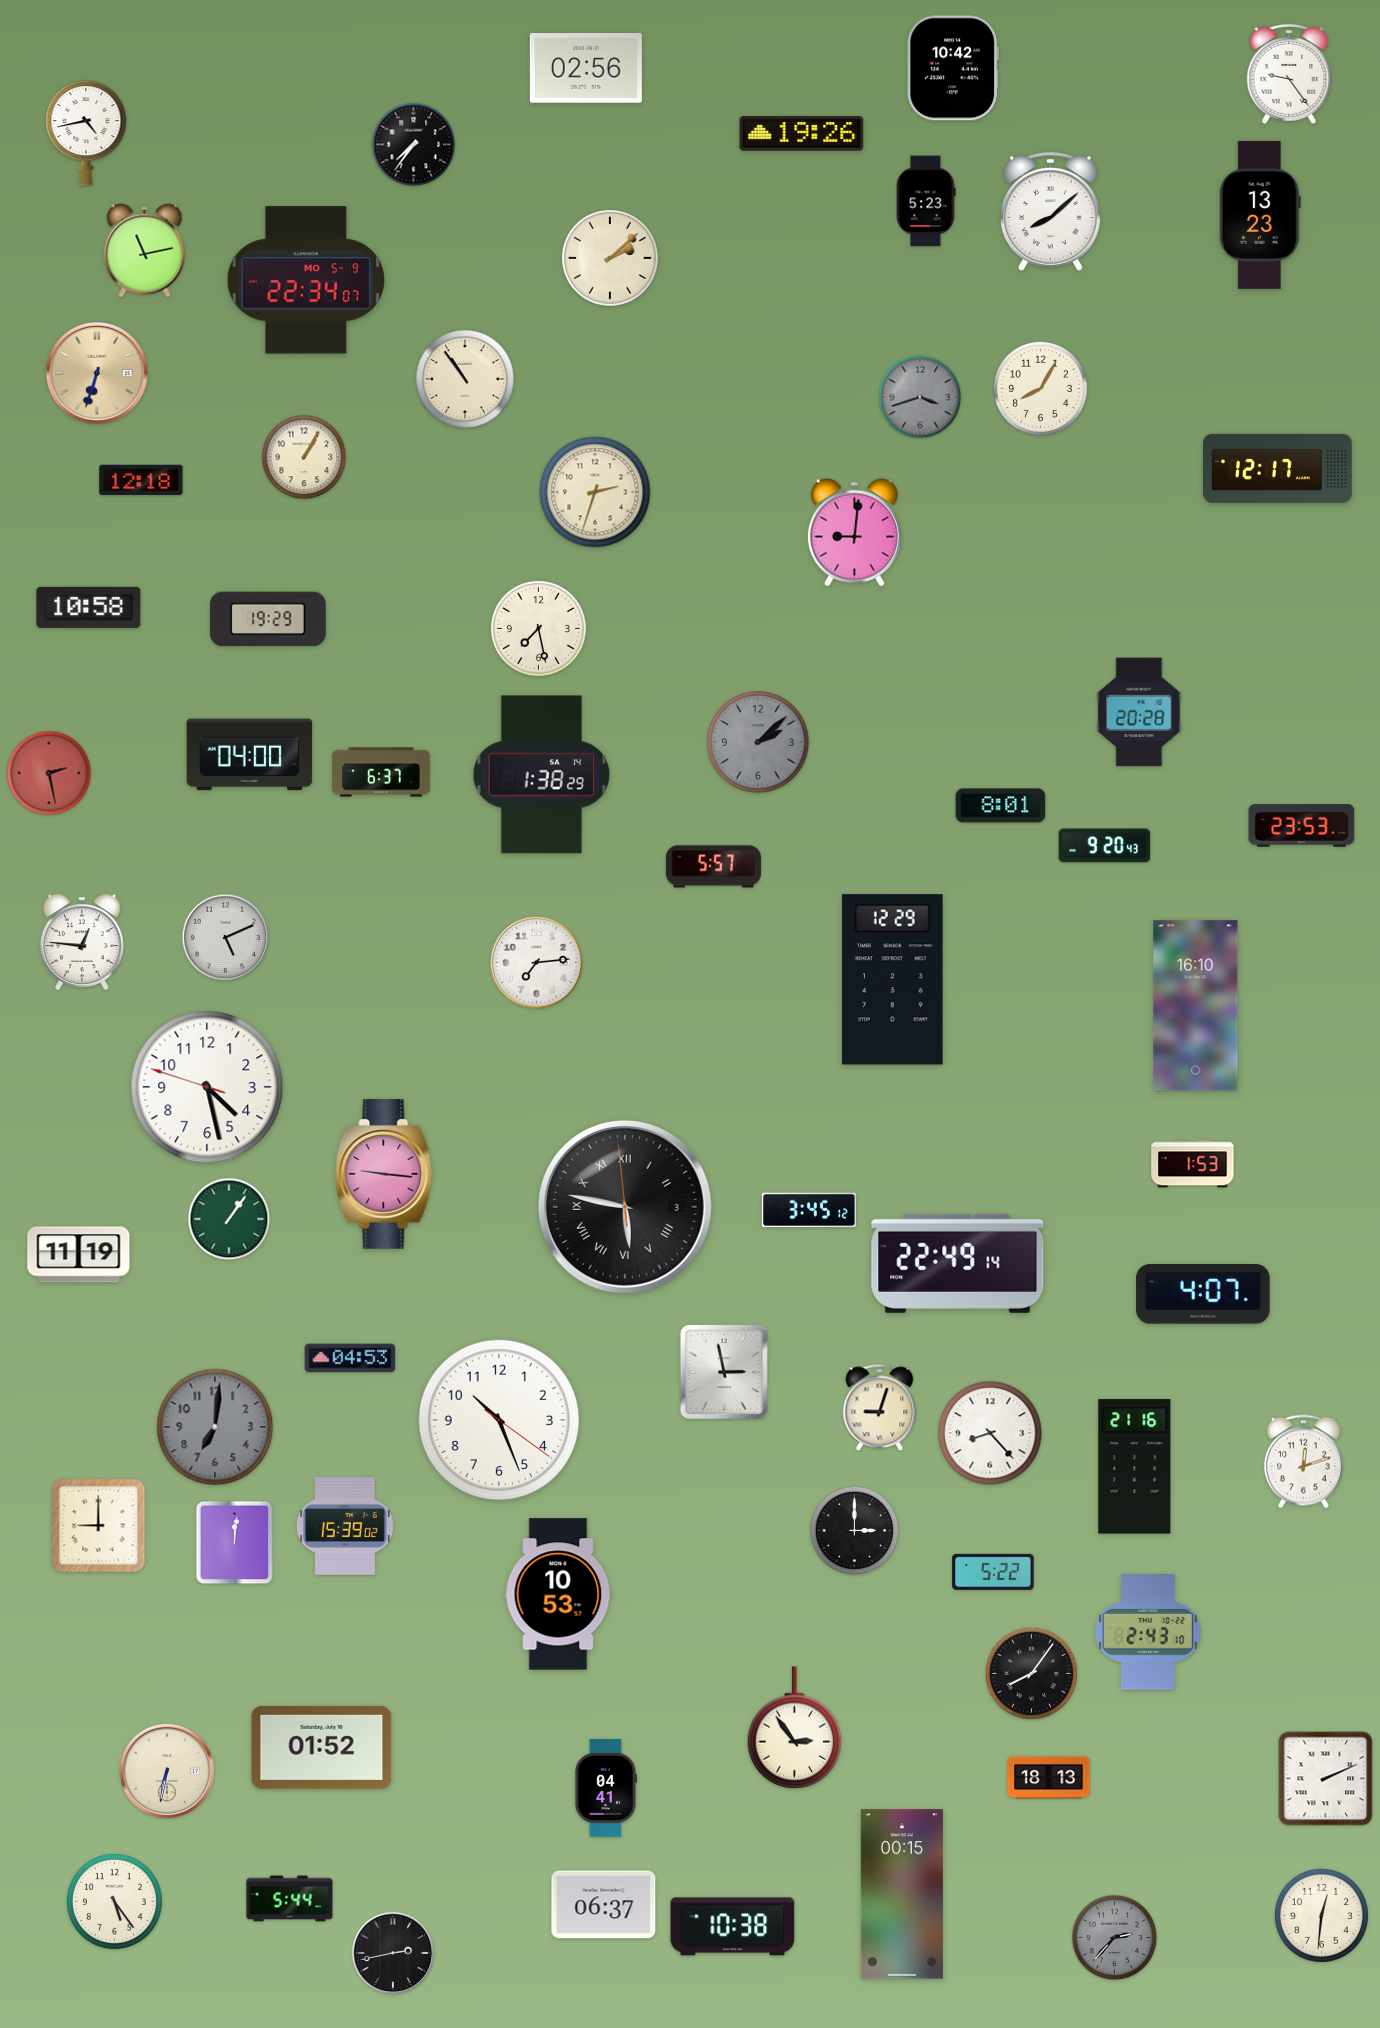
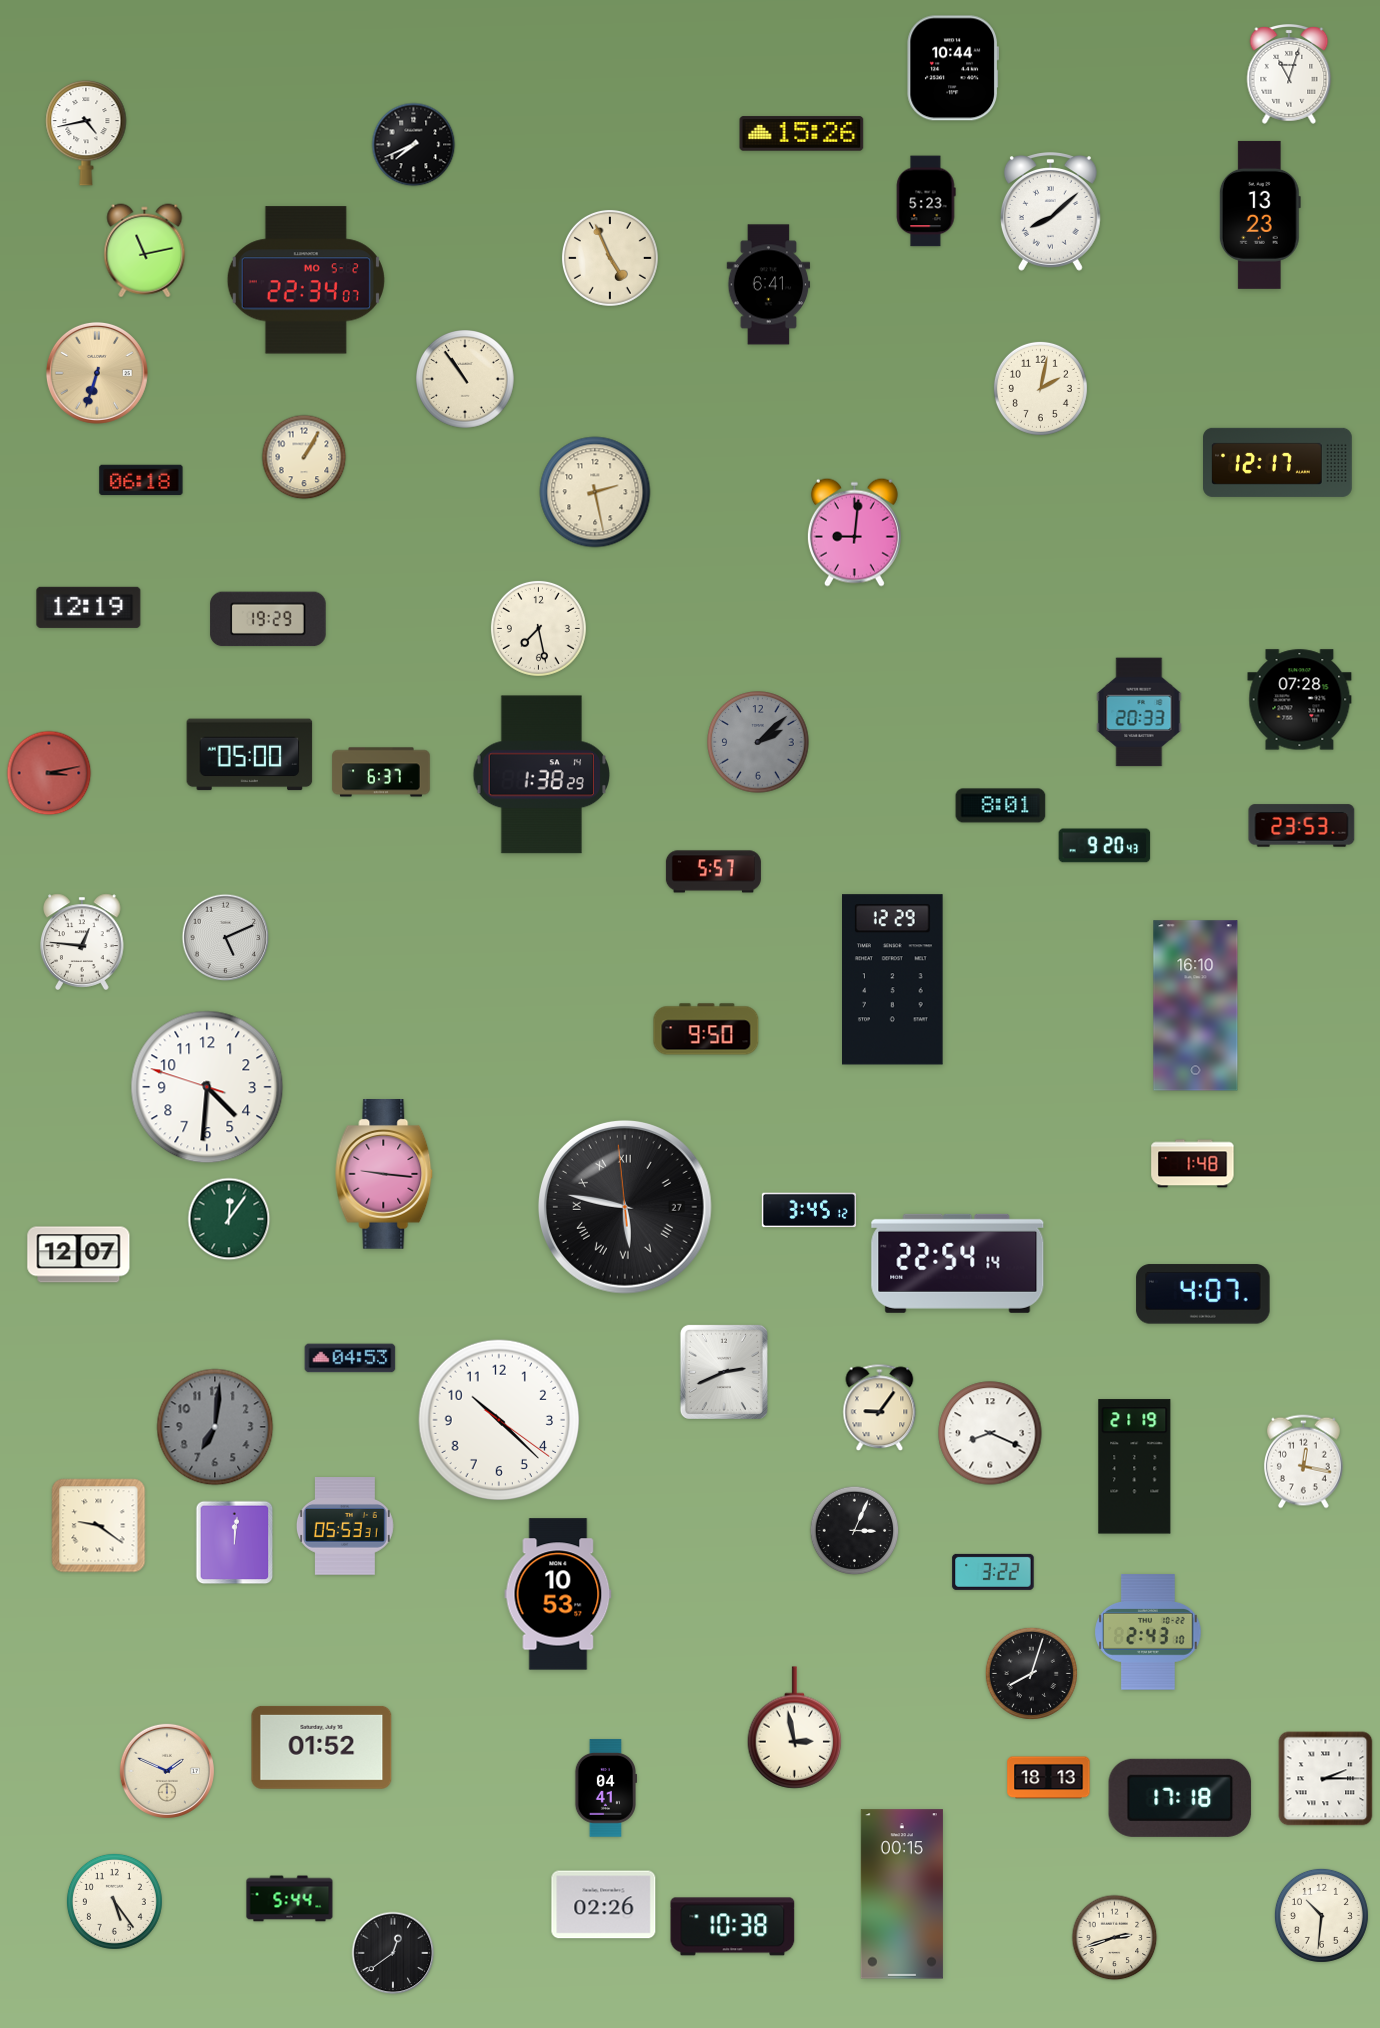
clock at (952, 68): 10:42 -> 10:44
clock at (586, 69): 02:56 -> none
clock at (1289, 75): 9:24 -> 11:03
clock at (802, 134): 19:26 -> 15:26
clock at (414, 145): 7:36 -> 7:41
clock at (610, 258): 2:08 -> 4:56
clock at (306, 280) date: MO 5-9 -> MO 5-2
clock at (769, 285): none -> 6:41
clock at (1040, 388): 8:05 -> 2:02
clock at (920, 397): 3:42 -> none
clock at (1278, 468) position: (1278, 468) -> (1278, 462)
clock at (141, 480): 12:18 -> 06:18
clock at (595, 492): 2:33 -> 2:28
clock at (89, 607): 10:58 -> 12:19
clock at (1300, 700): none -> 07:28
clock at (1139, 712): 20:28 -> 20:33
clock at (250, 755): 04:00 -> 05:00
clock at (49, 773): 2:28 -> 3:13
clock at (713, 867) position: (713, 867) -> (713, 872)
clock at (536, 962): 7:14 -> none
clock at (706, 1029): none -> 9:50
clock at (207, 1087): 4:27 -> 4:30
clock at (1193, 1164): 1:53 -> 1:48
clock at (625, 1207) date: 3 -> 27
clock at (229, 1219): 1:06 -> 12:06
clock at (79, 1255): 11:19 -> 12:07
clock at (958, 1263): 22:49 -> 22:54
clock at (724, 1372): 2:58 -> 2:41
clock at (880, 1408): 9:03 -> 9:06
clock at (499, 1420): 10:26 -> 10:22
clock at (990, 1433): 8:23 -> 8:19
clock at (1303, 1462): 12:12 -> 12:17
clock at (1135, 1467): 21:16 -> 21:19
clock at (99, 1526): 9:00 -> 9:21
clock at (346, 1526): 15:39 -> 05:53
clock at (855, 1531): 3:00 -> 3:04
clock at (993, 1572): 5:22 -> 3:22
clock at (1031, 1673): 8:06 -> 8:03
clock at (795, 1728): 2:54 -> 2:58
clock at (167, 1771): 6:32 -> 1:49
clock at (1326, 1779): 2:11 -> 2:15
clock at (1180, 1798): none -> 17:18
clock at (604, 1905): 06:37 -> 02:26
clock at (1321, 1915): 12:31 -> 10:31
clock at (1115, 1938): 2:37 -> 2:42
clock at (1115, 1938) dial: grey -> cream
clock at (393, 1953): 2:43 -> 12:39
